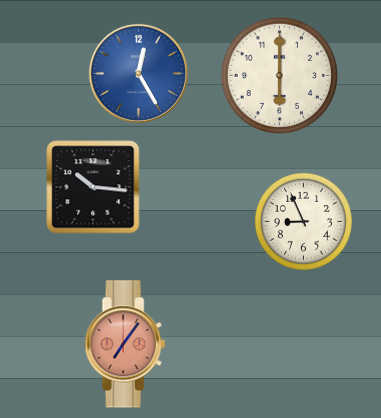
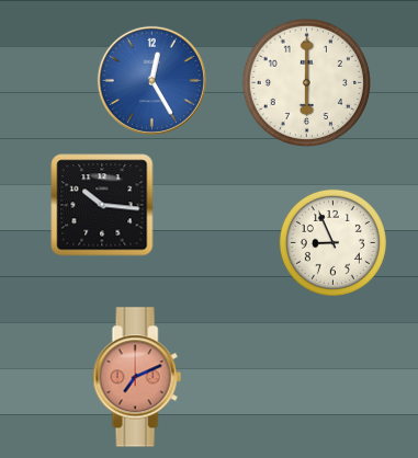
clock at (125, 344): 7:06 -> 7:11
